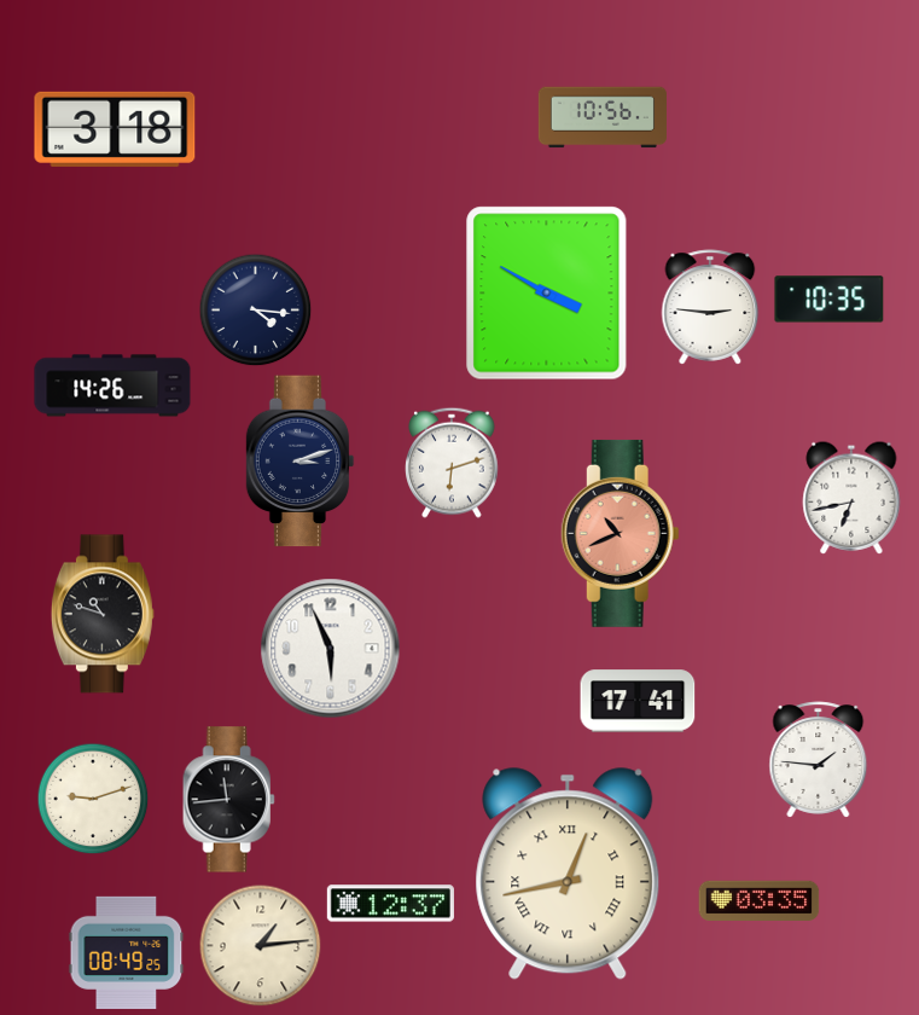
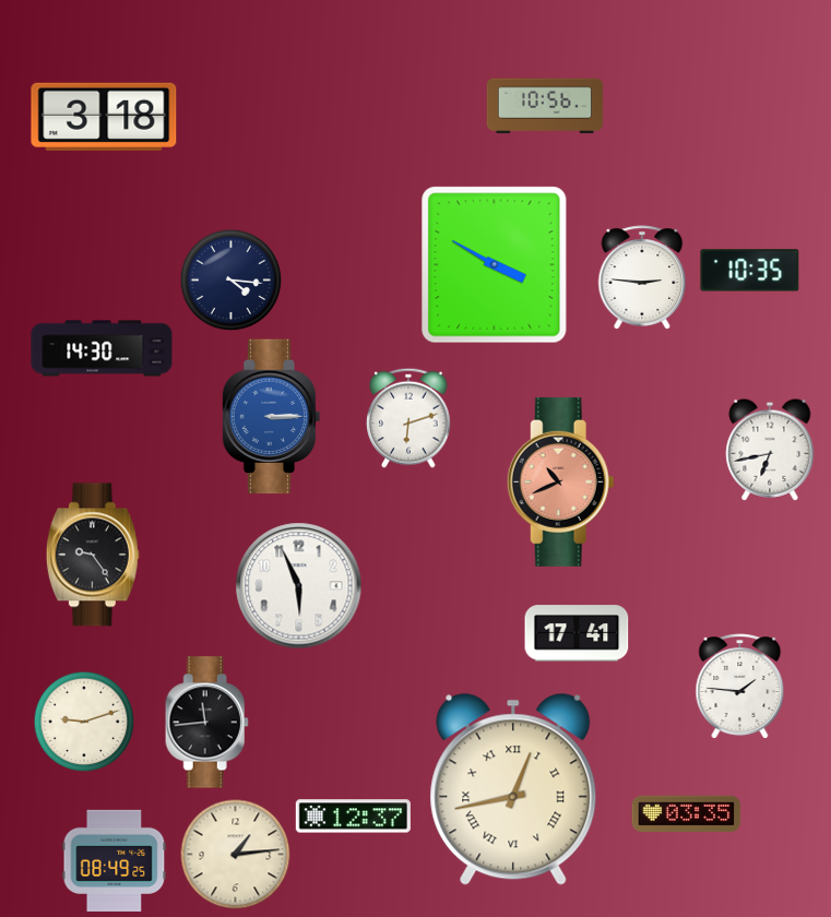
clock at (112, 385): 14:26 -> 14:30
clock at (301, 462): 3:12 -> 3:15
clock at (301, 462) dial: navy -> blue
clock at (103, 614): 10:48 -> 9:24
